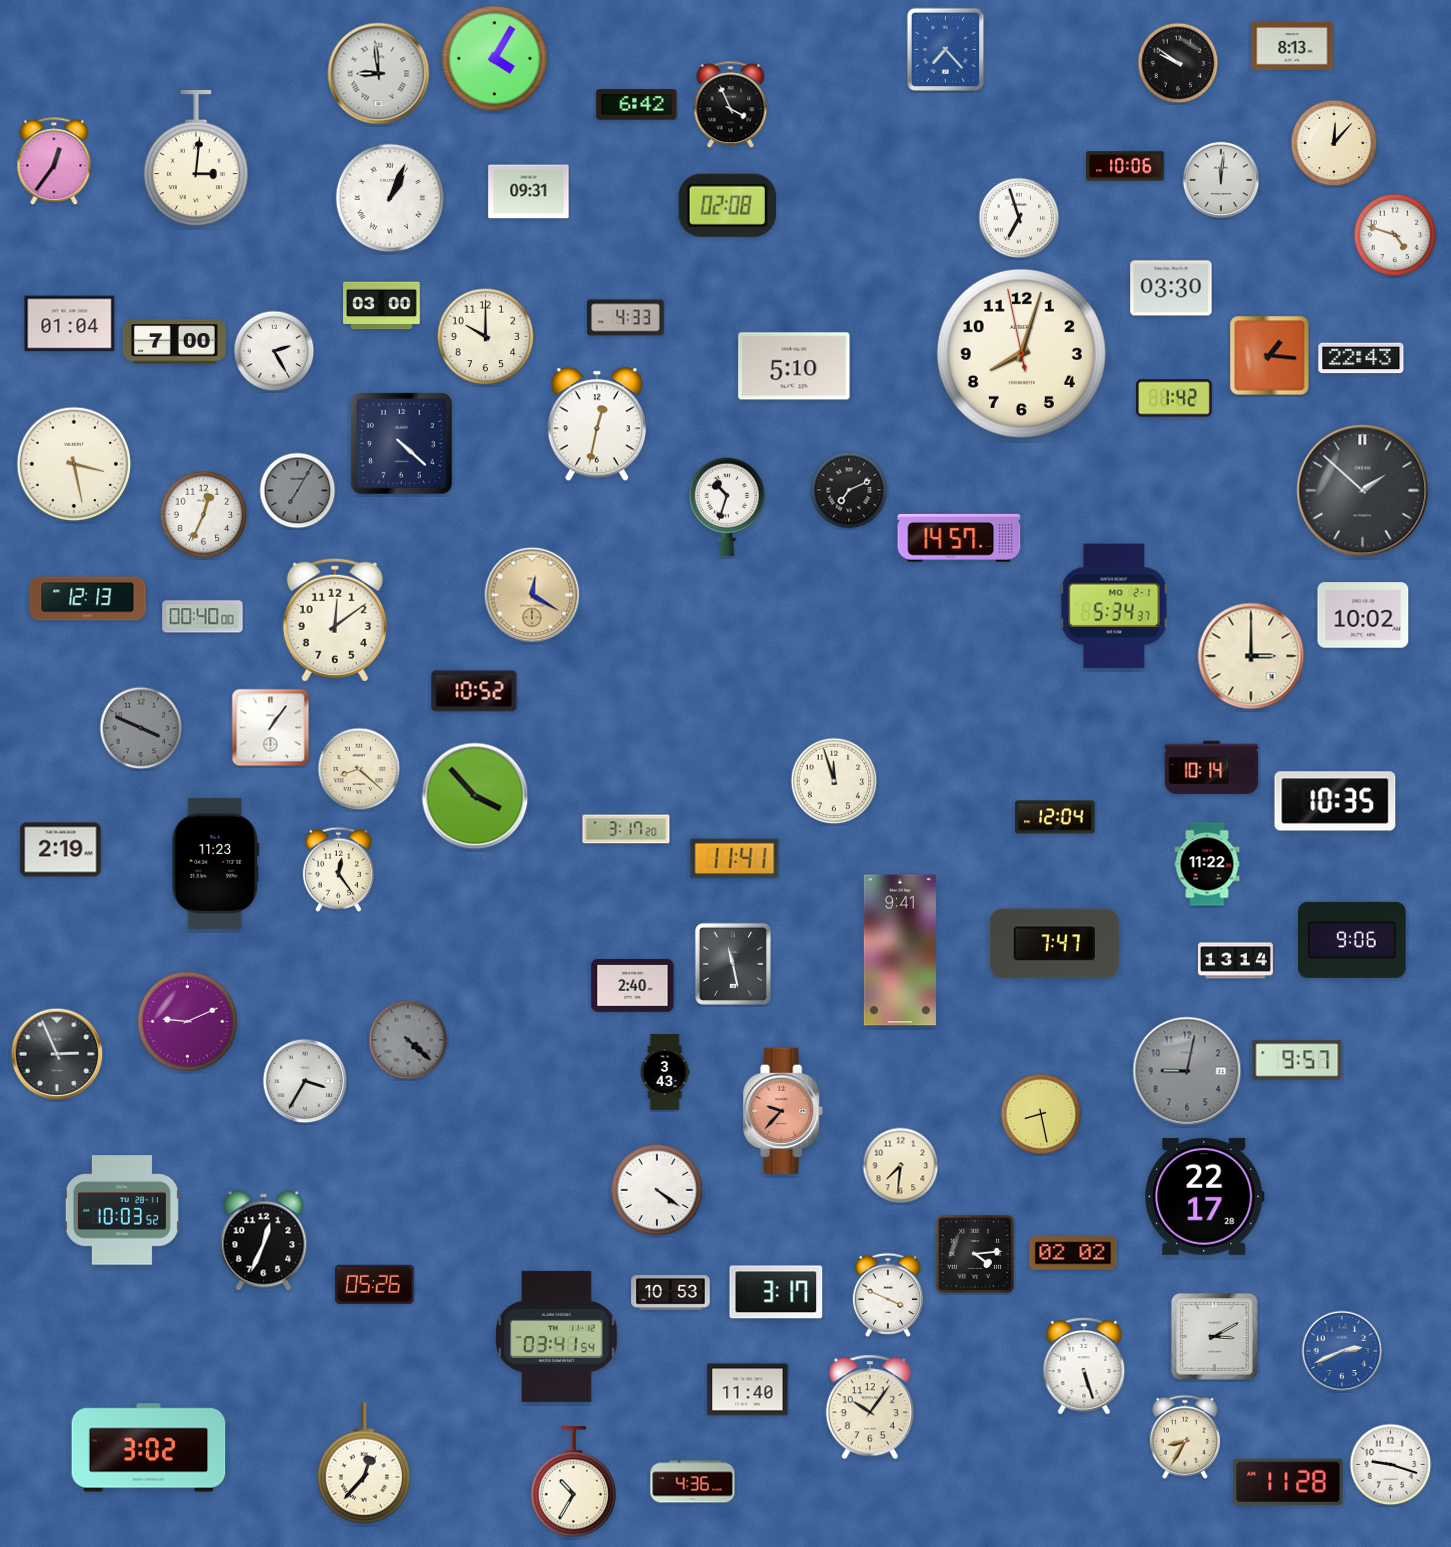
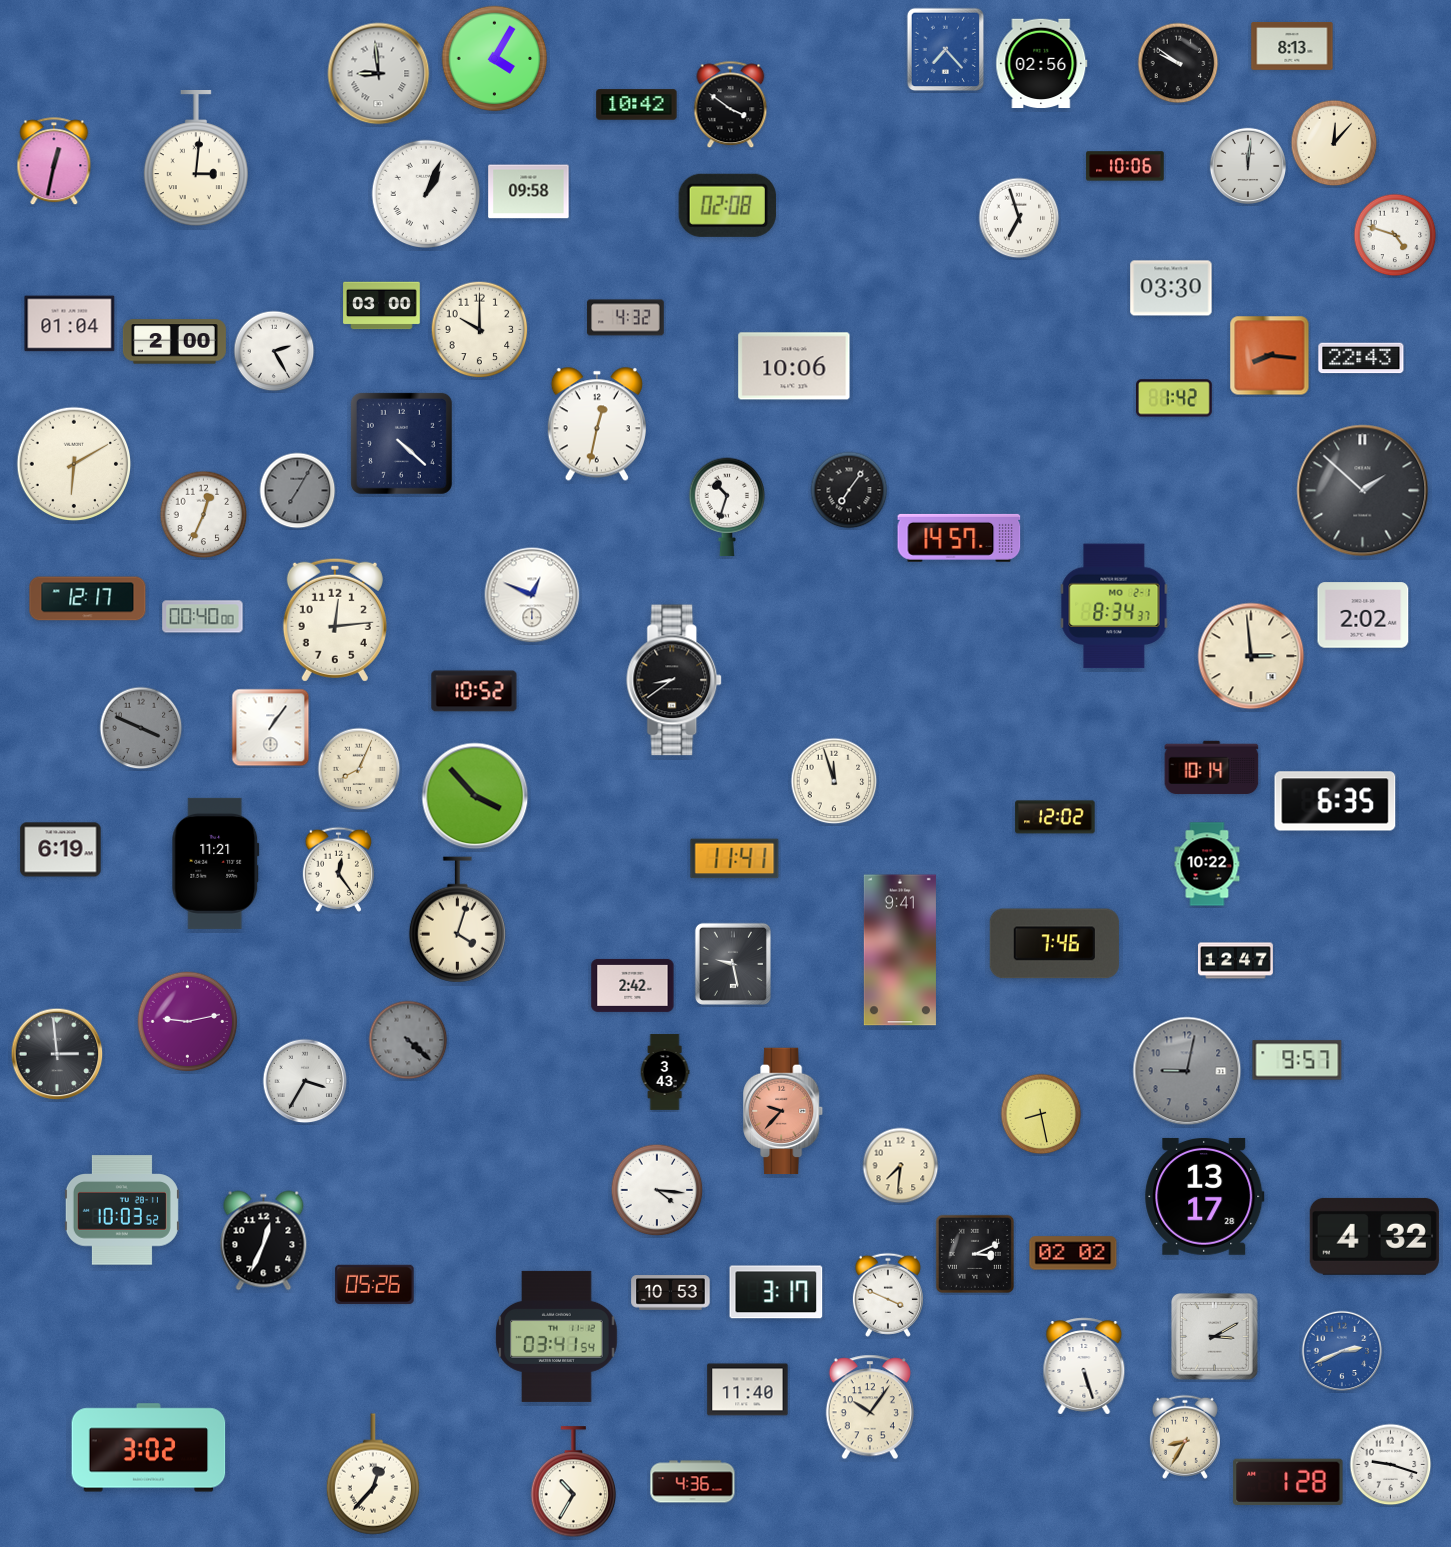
clock at (1042, 64): none -> 02:56
clock at (637, 105): 6:42 -> 10:42
clock at (731, 105): 3:56 -> 3:51
clock at (54, 162): 12:36 -> 12:32
clock at (1221, 180) position: (1221, 180) -> (1248, 166)
clock at (529, 192): 09:31 -> 09:58
clock at (390, 198) position: (390, 198) -> (426, 194)
clock at (626, 318): 4:33 -> 4:32
clock at (486, 337) position: (486, 337) -> (480, 330)
clock at (174, 342): 7:00 -> 2:00
clock at (1021, 353): 8:02 -> none
clock at (1270, 356): 1:16 -> 8:16
clock at (794, 366): 5:10 -> 10:06
clock at (74, 464): 3:28 -> 6:10
clock at (849, 490): 7:11 -> 7:06
clock at (532, 595): 12:20 -> 12:49
clock at (532, 595) dial: champagne -> white
clock at (88, 599): 12:13 -> 12:17
clock at (1114, 606): 5:34 -> 8:34
clock at (1363, 615): 10:02 -> 2:02
clock at (335, 620): 12:09 -> 12:14
clock at (1251, 656): 3:00 -> 2:59
clock at (675, 680): none -> 8:39
clock at (359, 769): 8:22 -> 8:04
clock at (1335, 801): 10:35 -> 6:35
clock at (1055, 817): 12:04 -> 12:02
clock at (626, 829): 3:17 -> none
clock at (61, 850): 2:19 -> 6:19
clock at (216, 863): 11:23 -> 11:21
clock at (1207, 864): 11:22 -> 10:22
clock at (457, 920): none -> 4:03
clock at (1352, 940): 9:06 -> none
clock at (1054, 944): 7:47 -> 7:46
clock at (1236, 961): 13:14 -> 12:47
clock at (733, 964): 11:28 -> 9:28
clock at (633, 985): 2:40 -> 2:42
clock at (188, 1022): 9:11 -> 9:13
clock at (57, 1054): 2:56 -> 2:59
clock at (657, 1190): 4:21 -> 4:16
clock at (1205, 1196): 22:17 -> 13:17
clock at (1374, 1236): none -> 4:32
clock at (975, 1254): 4:14 -> 3:11
clock at (364, 1463) position: (364, 1463) -> (373, 1474)
clock at (1288, 1482): 11:28 -> 1:28
